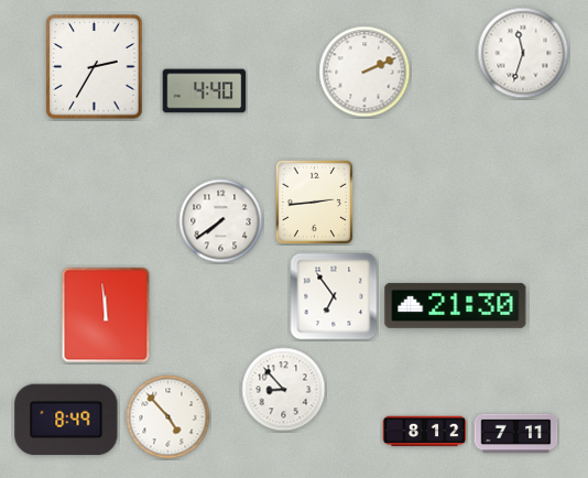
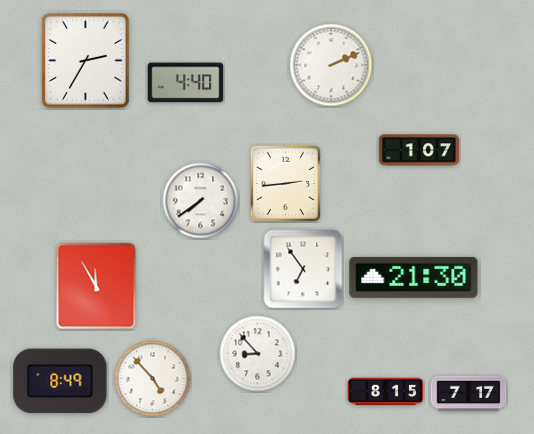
clock at (523, 53): 11:33 -> none
clock at (419, 150): none -> 1:07
clock at (106, 315): 11:59 -> 11:55
clock at (425, 432): 8:12 -> 8:15
clock at (516, 434): 7:11 -> 7:17
